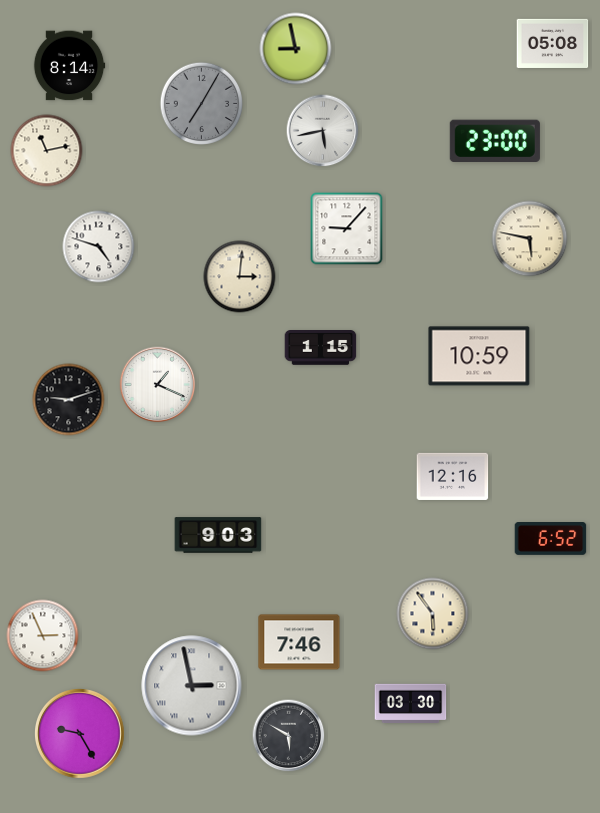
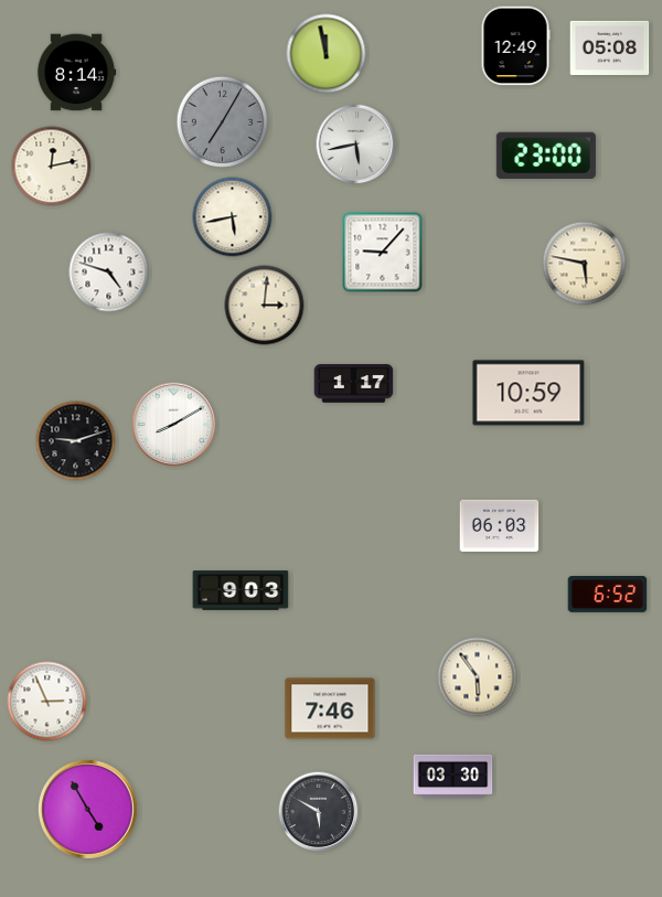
clock at (515, 46): none -> 12:49
clock at (296, 49): 8:58 -> 11:58
clock at (201, 103) position: (201, 103) -> (222, 121)
clock at (47, 151): 11:13 -> 12:13
clock at (233, 217): none -> 5:43
clock at (321, 348): 1:15 -> 1:17
clock at (158, 385): 1:19 -> 8:10
clock at (453, 476): 12:16 -> 06:03
clock at (192, 686): 2:58 -> none
clock at (80, 734): 9:25 -> 4:55
